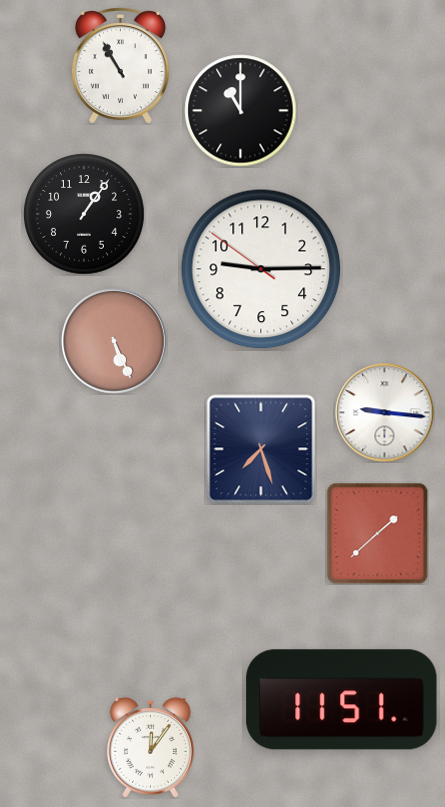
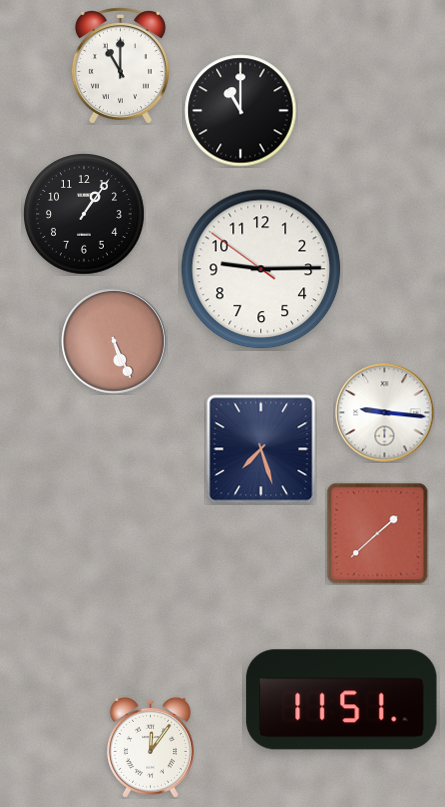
clock at (120, 66): 10:55 -> 11:00
